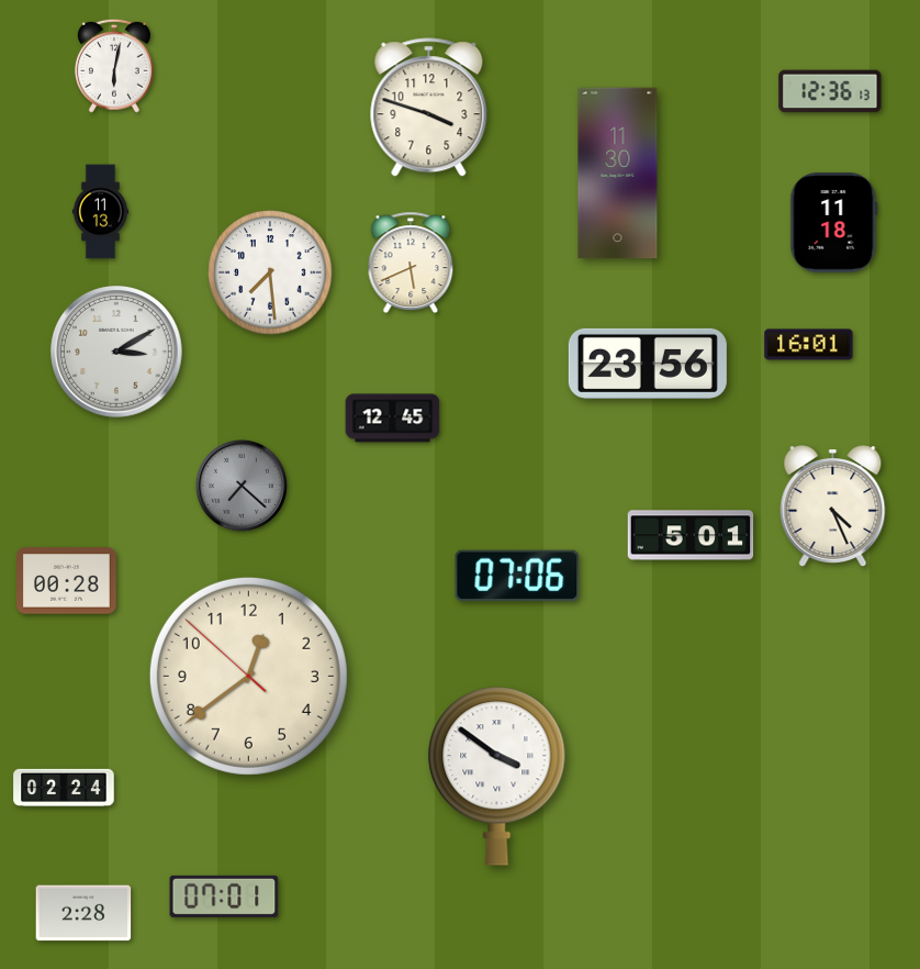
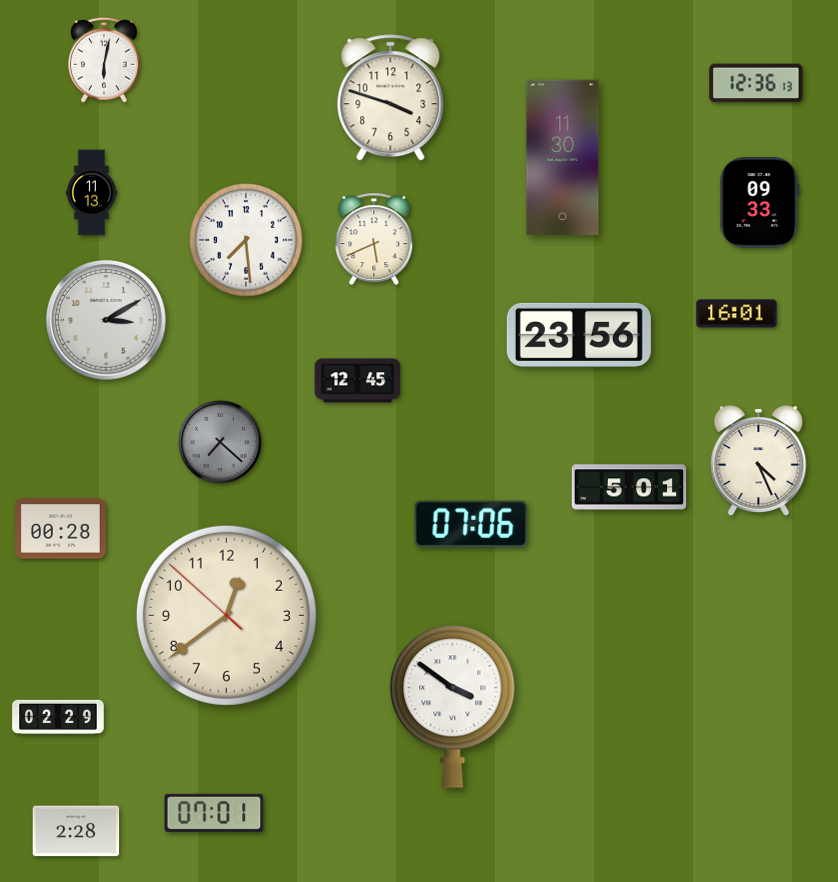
clock at (834, 223): 11:18 -> 09:33
clock at (270, 272) position: (270, 272) -> (246, 240)
clock at (648, 364) position: (648, 364) -> (579, 335)
clock at (64, 787): 02:24 -> 02:29
clock at (224, 896) position: (224, 896) -> (214, 813)
